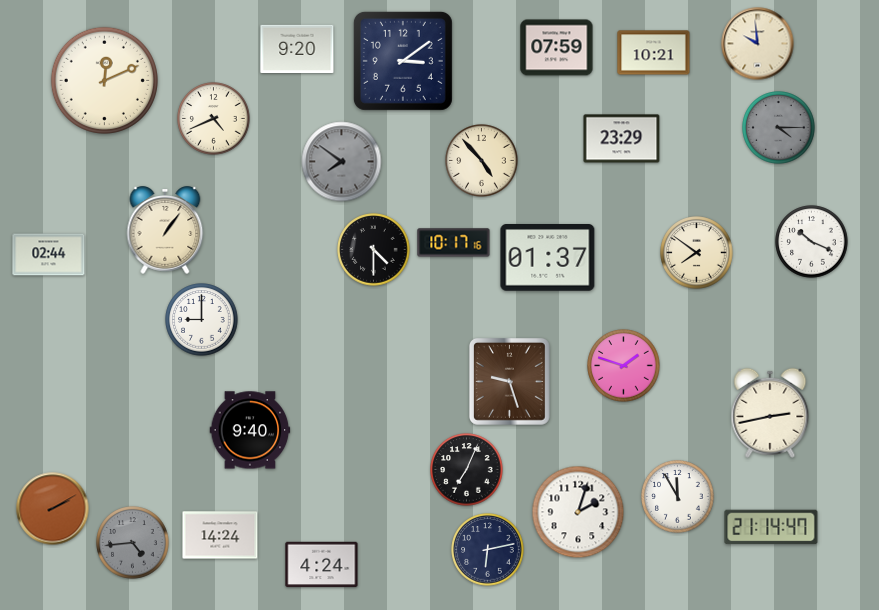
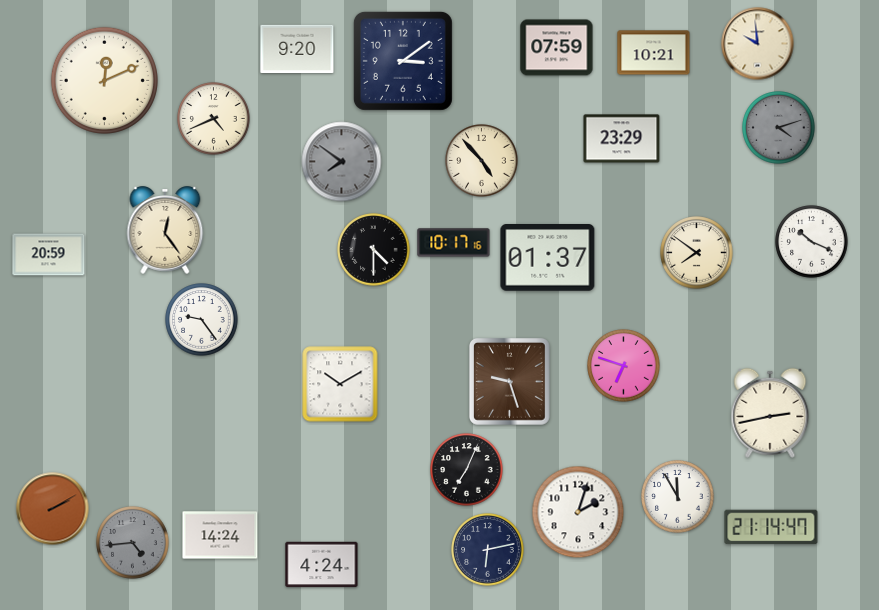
clock at (779, 128): 4:15 -> 4:12
clock at (165, 230): 1:06 -> 12:24
clock at (49, 255): 02:44 -> 20:59
clock at (202, 320): 9:00 -> 9:24
clock at (624, 366): 1:48 -> 6:48
clock at (340, 384): none -> 10:10
clock at (250, 430): 9:40 -> none
